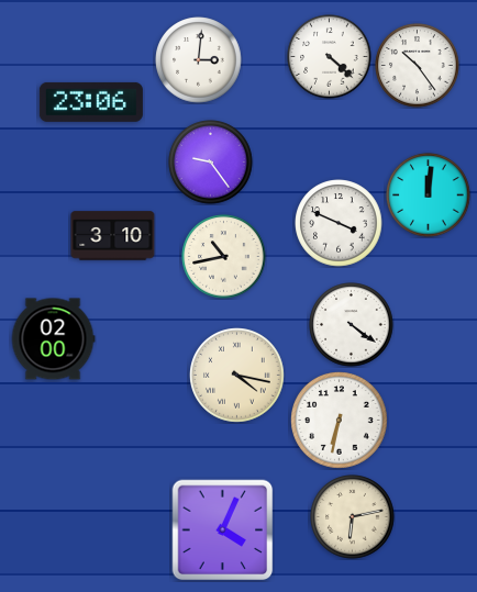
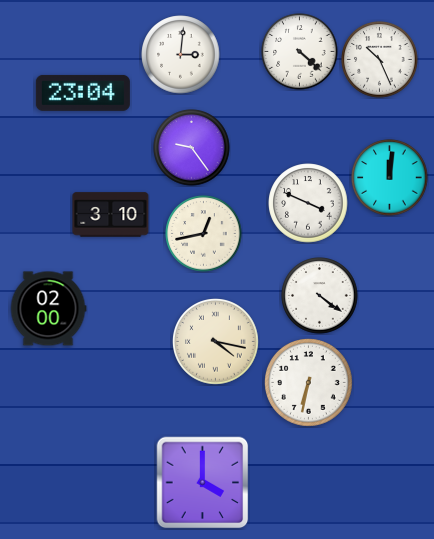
clock at (418, 66): 10:24 -> 10:26
clock at (91, 102): 23:06 -> 23:04
clock at (113, 236) position: (113, 236) -> (111, 215)
clock at (224, 257): 10:43 -> 12:43
clock at (353, 517): 6:13 -> none
clock at (223, 530): 4:04 -> 4:00
